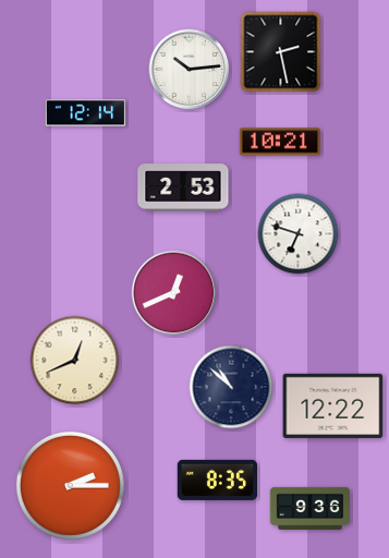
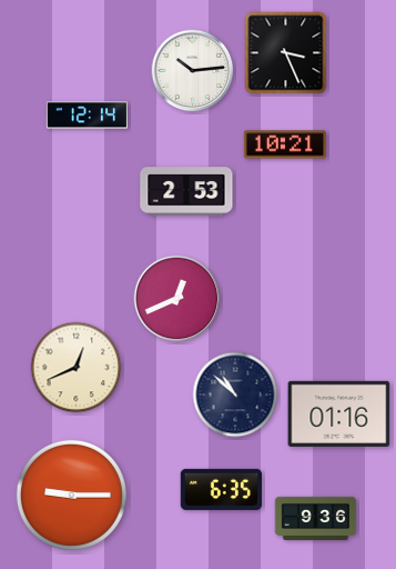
clock at (281, 52): 2:28 -> 3:26
clock at (299, 234): 6:48 -> none
clock at (333, 405): 12:22 -> 01:16
clock at (217, 480): 8:35 -> 6:35
clock at (70, 485): 2:15 -> 9:15
